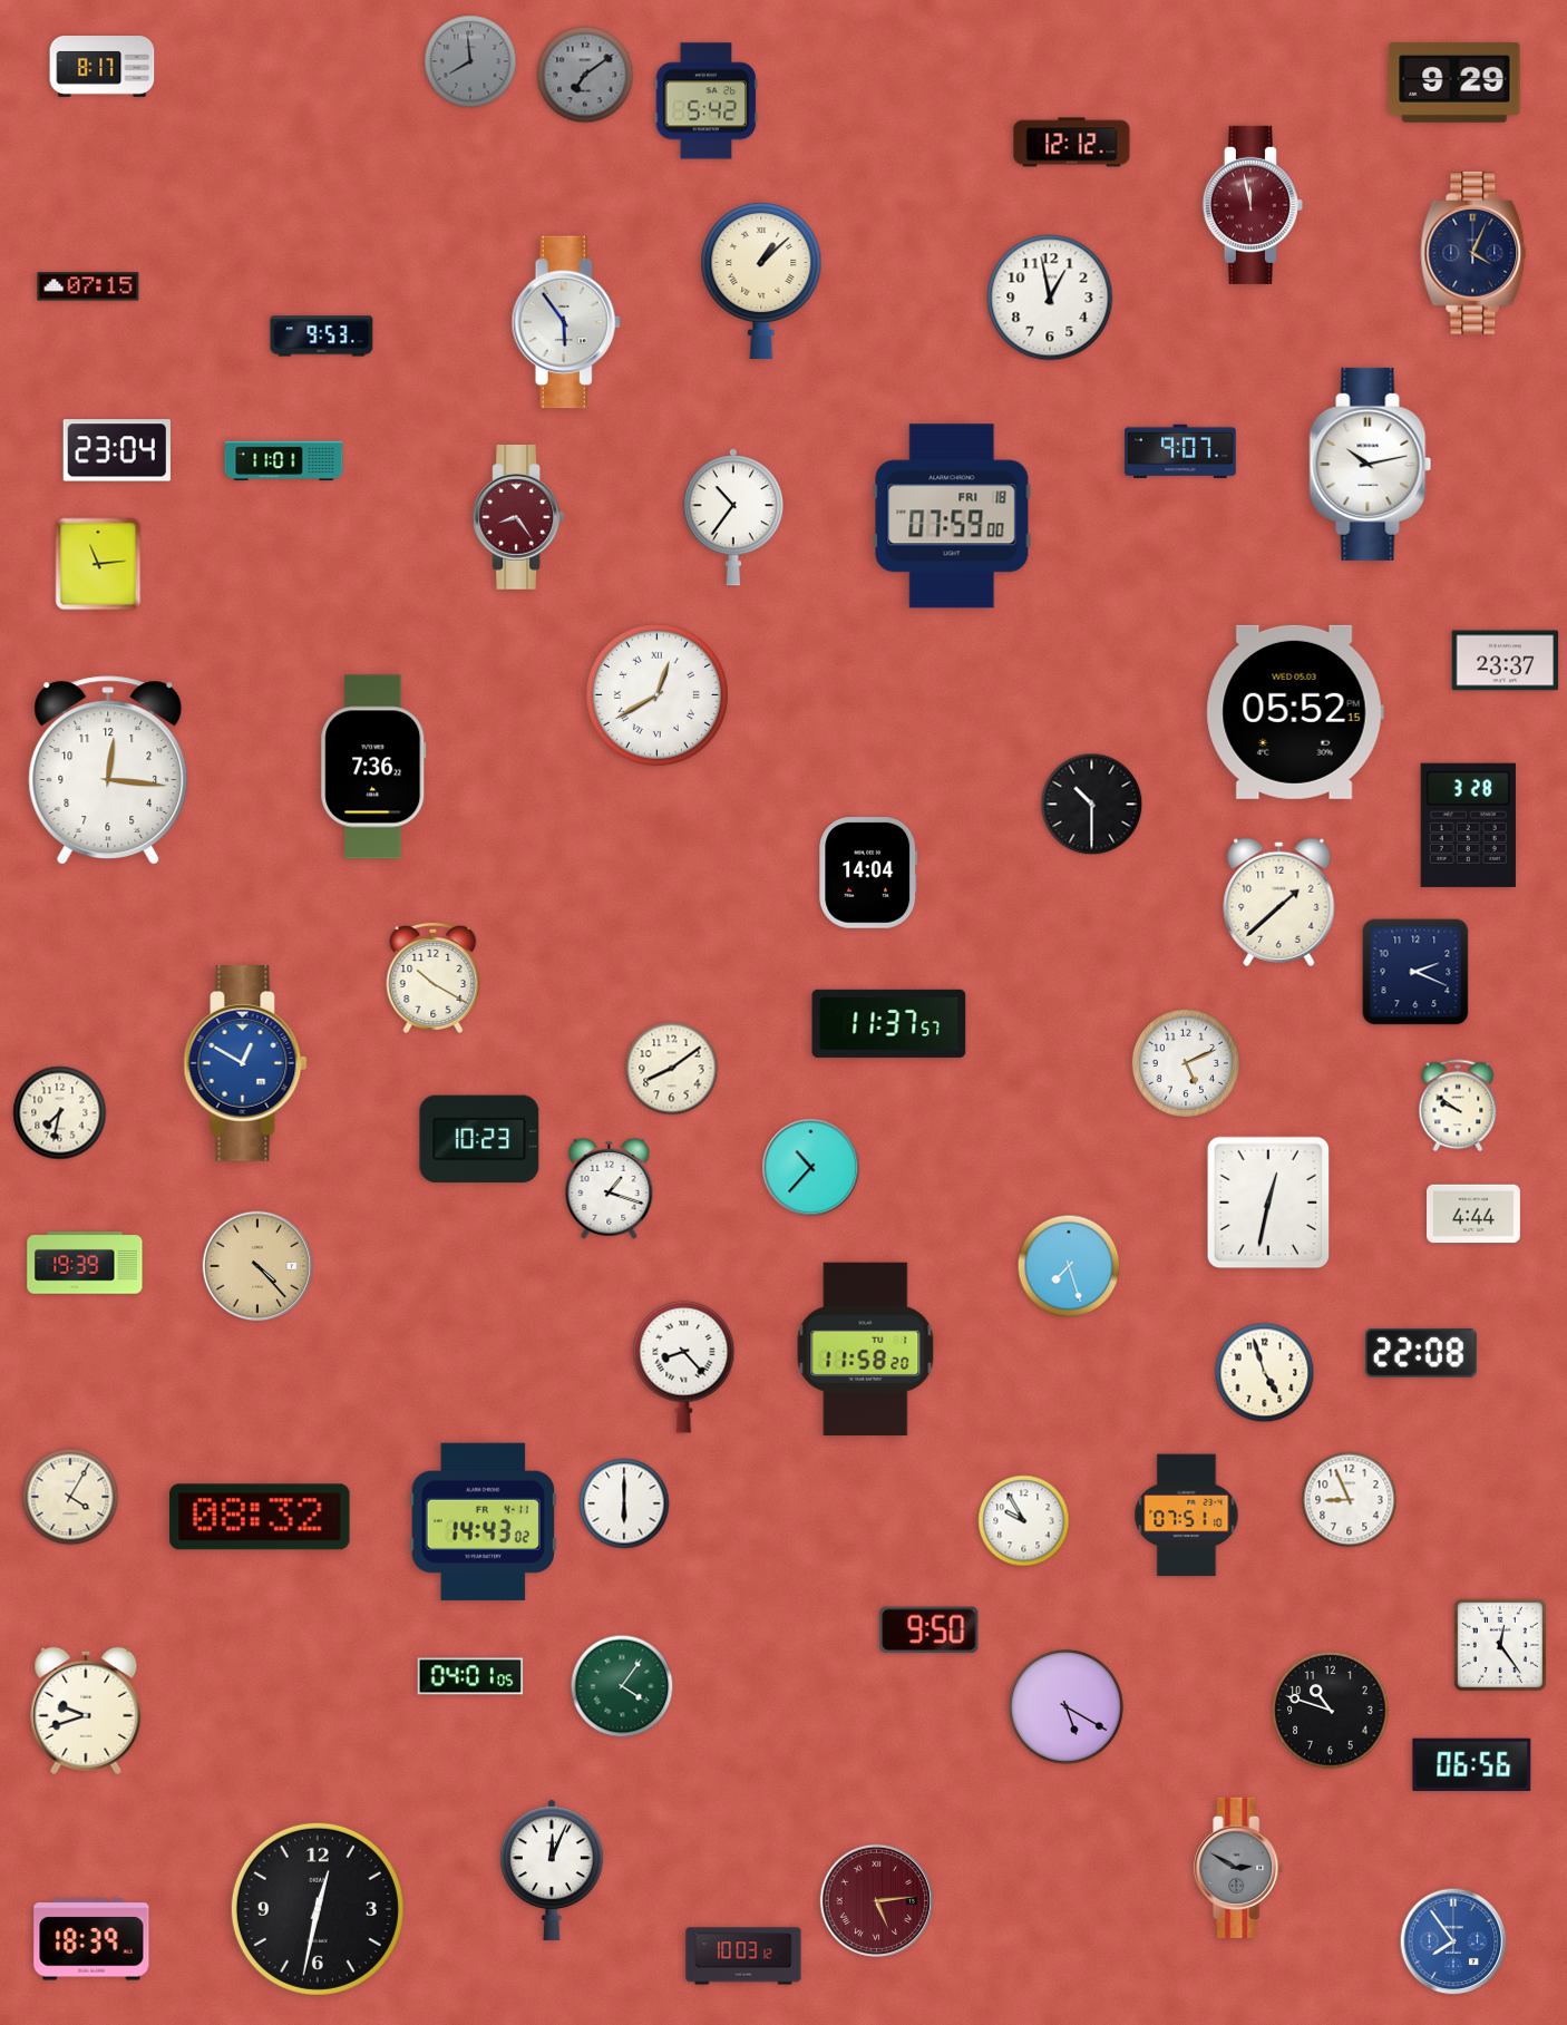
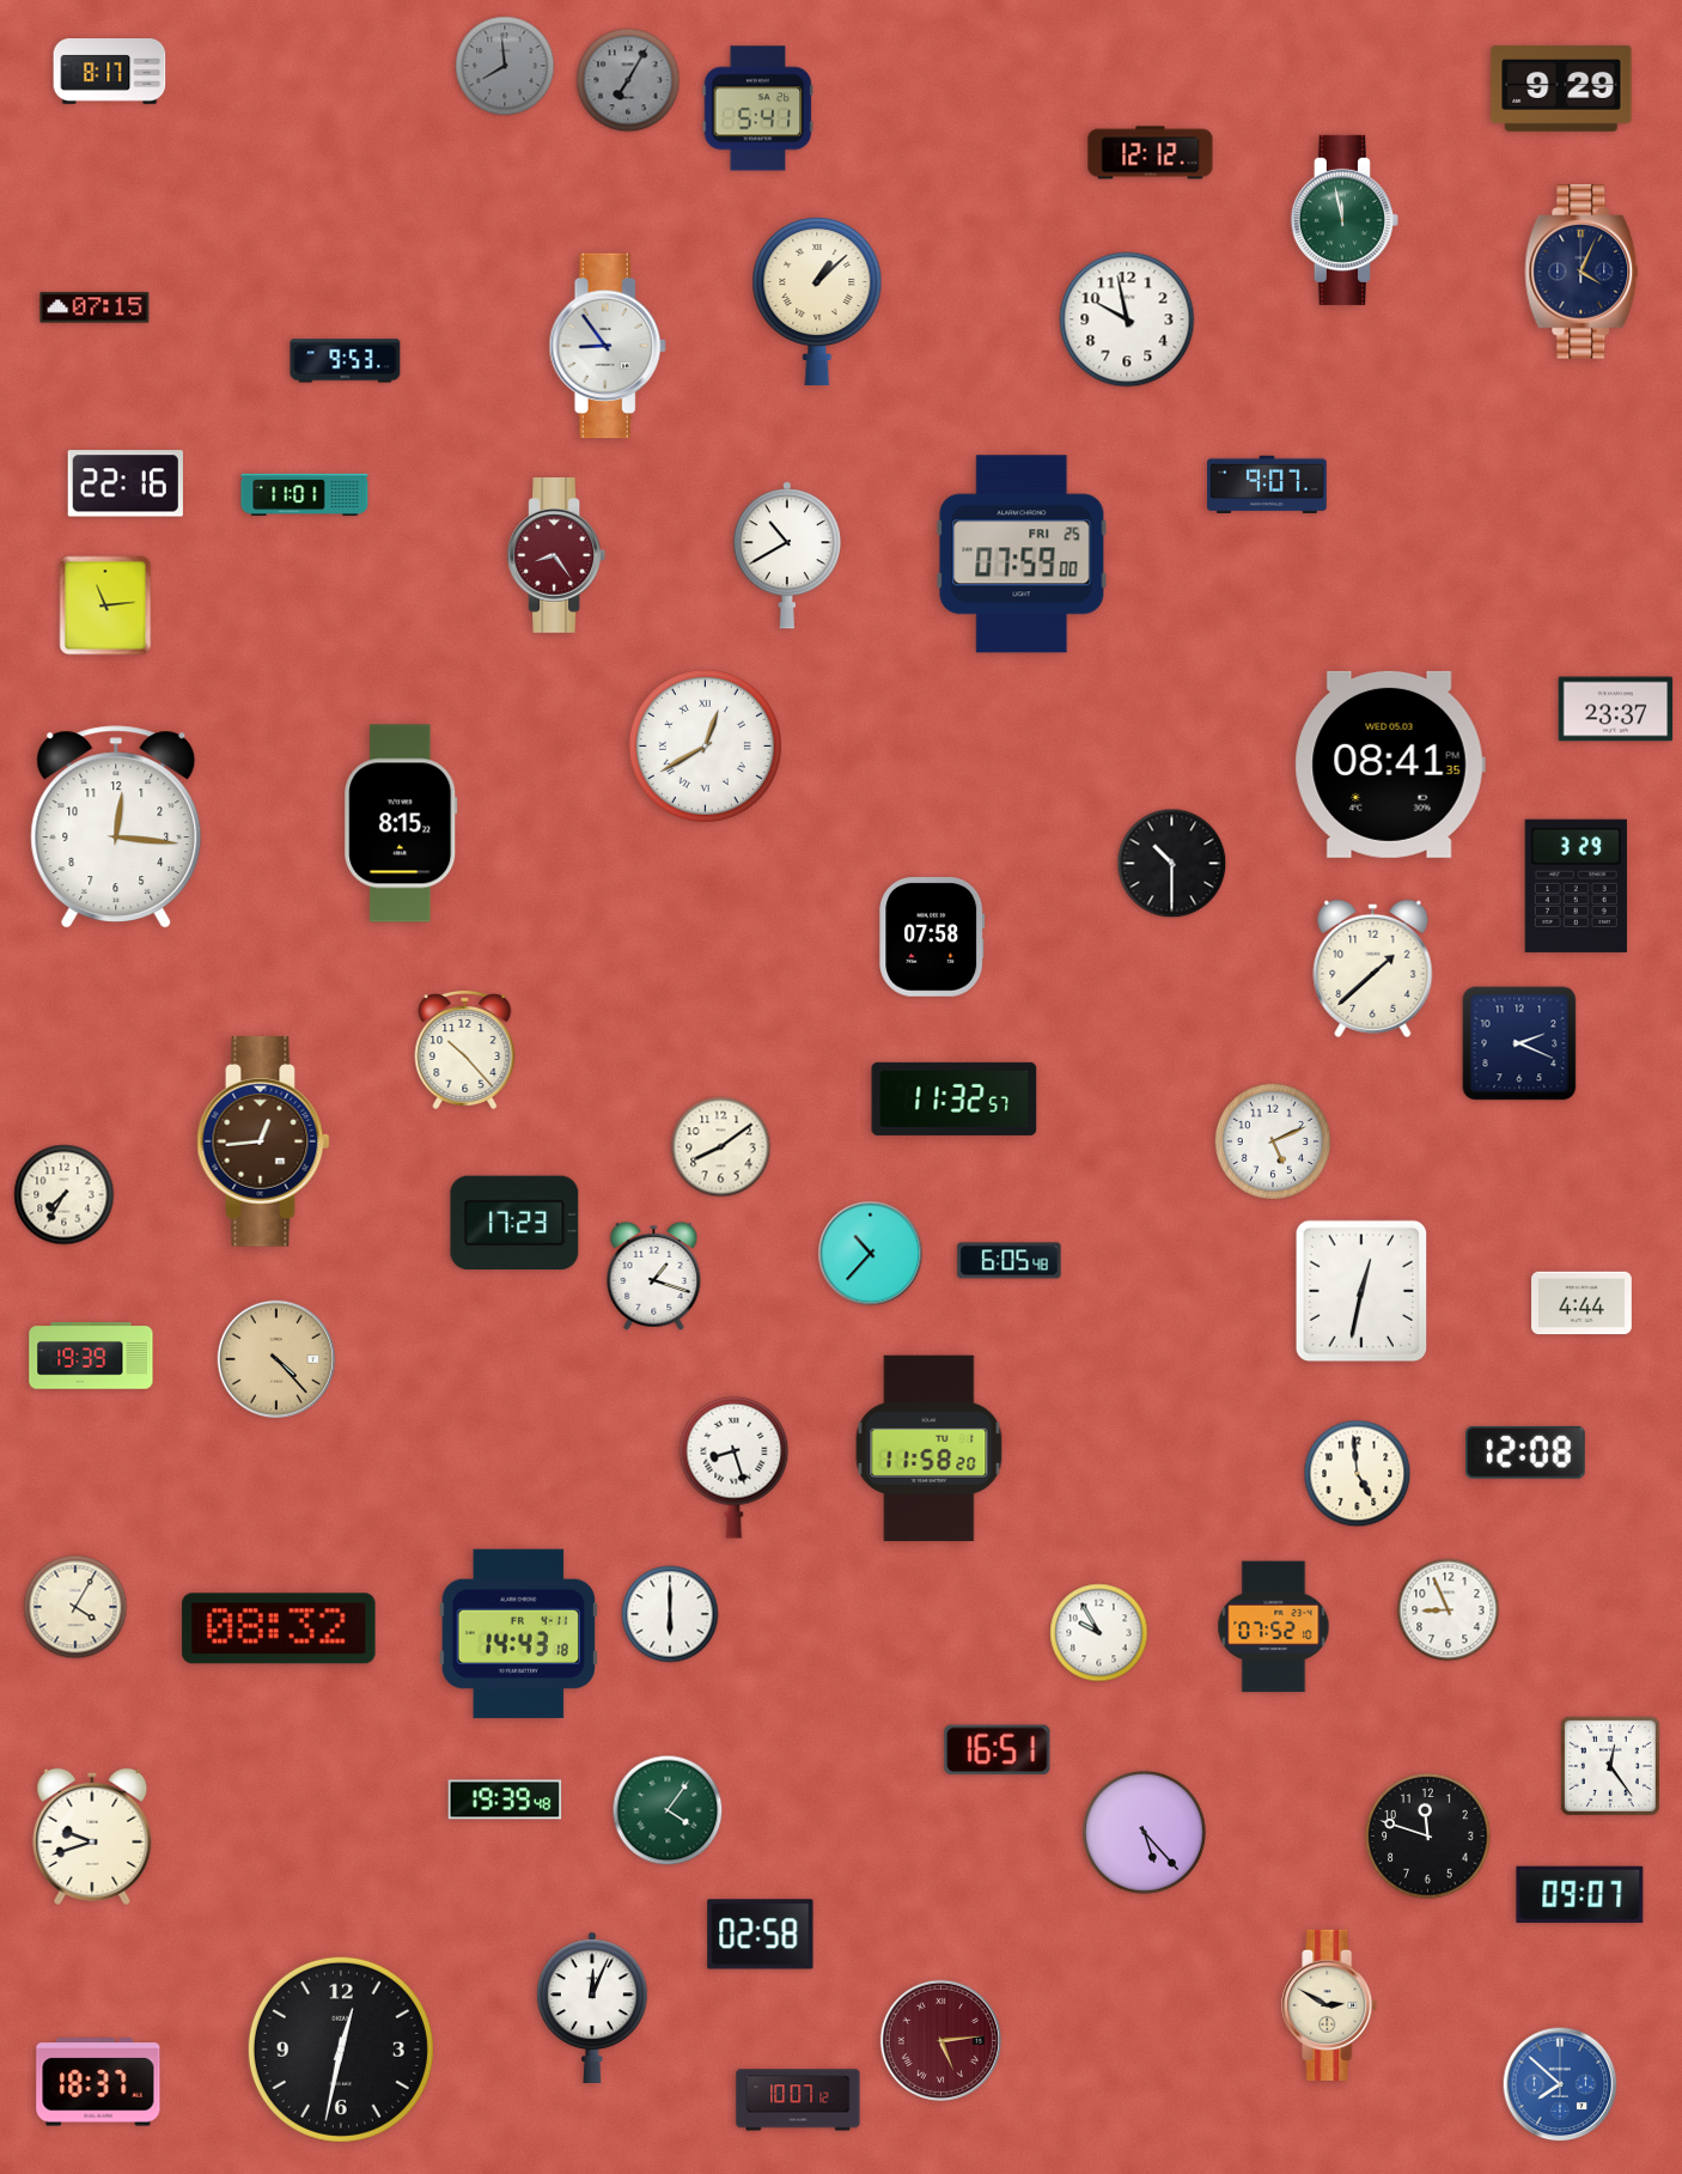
clock at (585, 75): 7:09 -> 7:05
clock at (707, 101): 5:42 -> 5:41
clock at (1253, 205) dial: burgundy -> green
clock at (1050, 298): 12:58 -> 9:58
clock at (566, 322): 5:54 -> 8:54
clock at (117, 450): 23:04 -> 22:16
clock at (1371, 464): 10:13 -> none
clock at (952, 516) date: FRI 18 -> FRI 25
clock at (733, 517): 10:36 -> 10:40
clock at (1295, 712): 05:52 -> 08:41
clock at (373, 767): 7:36 -> 8:15
clock at (1468, 825): 3:28 -> 3:29
clock at (868, 874): 14:04 -> 07:58
clock at (434, 977): 10:20 -> 10:23
clock at (889, 1023): 11:37 -> 11:32
clock at (245, 1064): 12:50 -> 12:44
clock at (245, 1064) dial: blue -> brown
clock at (1458, 1106): 9:51 -> none
clock at (60, 1113): 7:32 -> 7:35
clock at (479, 1139): 10:23 -> 17:23
clock at (1010, 1261): none -> 6:05
clock at (1069, 1266): 7:27 -> none
clock at (1421, 1353): 22:08 -> 12:08
clock at (684, 1366): 8:23 -> 8:27
clock at (1265, 1373): 4:57 -> 4:59
clock at (1187, 1516): 07:51 -> 07:52
clock at (483, 1521): 14:43:02 -> 14:43:18
clock at (930, 1630): 9:50 -> 16:51
clock at (470, 1676): 04:01 -> 19:39
clock at (1067, 1707): 5:20 -> 5:23
clock at (1331, 1711): 10:48 -> 11:48
clock at (1472, 1765): 06:56 -> 09:07
clock at (761, 1935): none -> 02:58
clock at (1239, 1868) dial: grey -> cream
clock at (91, 1939): 18:39 -> 18:37
clock at (1453, 1941): 7:54 -> 7:52
clock at (743, 1956): 10:03 -> 10:07
